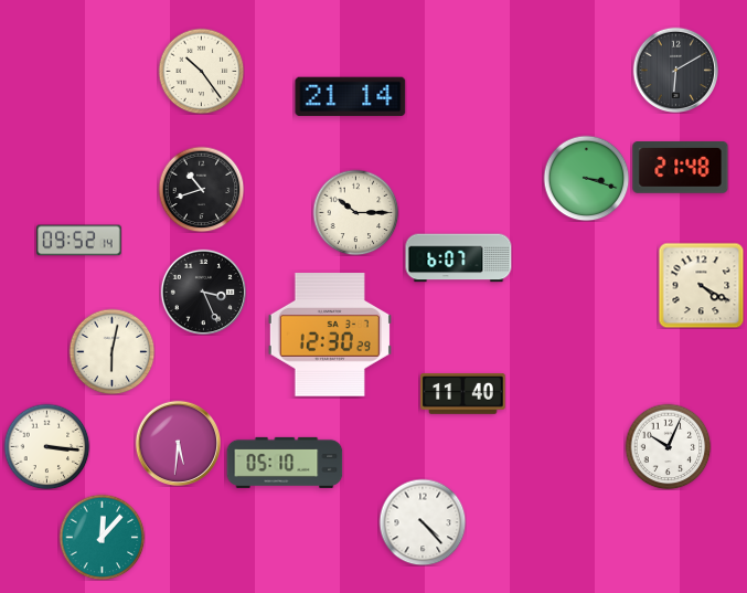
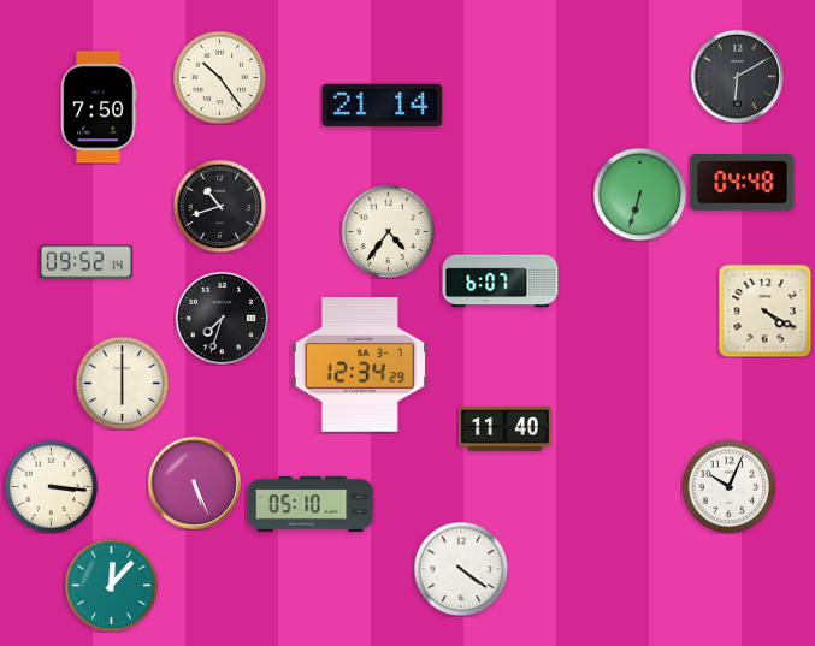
clock at (99, 107): none -> 7:50
clock at (681, 168): 21:48 -> 04:48
clock at (586, 178): 3:18 -> 6:33
clock at (355, 212): 10:15 -> 4:36
clock at (203, 292): 3:26 -> 7:33
clock at (330, 335): 12:30 -> 12:34
clock at (111, 351): 6:02 -> 6:00
clock at (178, 443): 5:31 -> 5:26
clock at (423, 522): 4:23 -> 4:21
